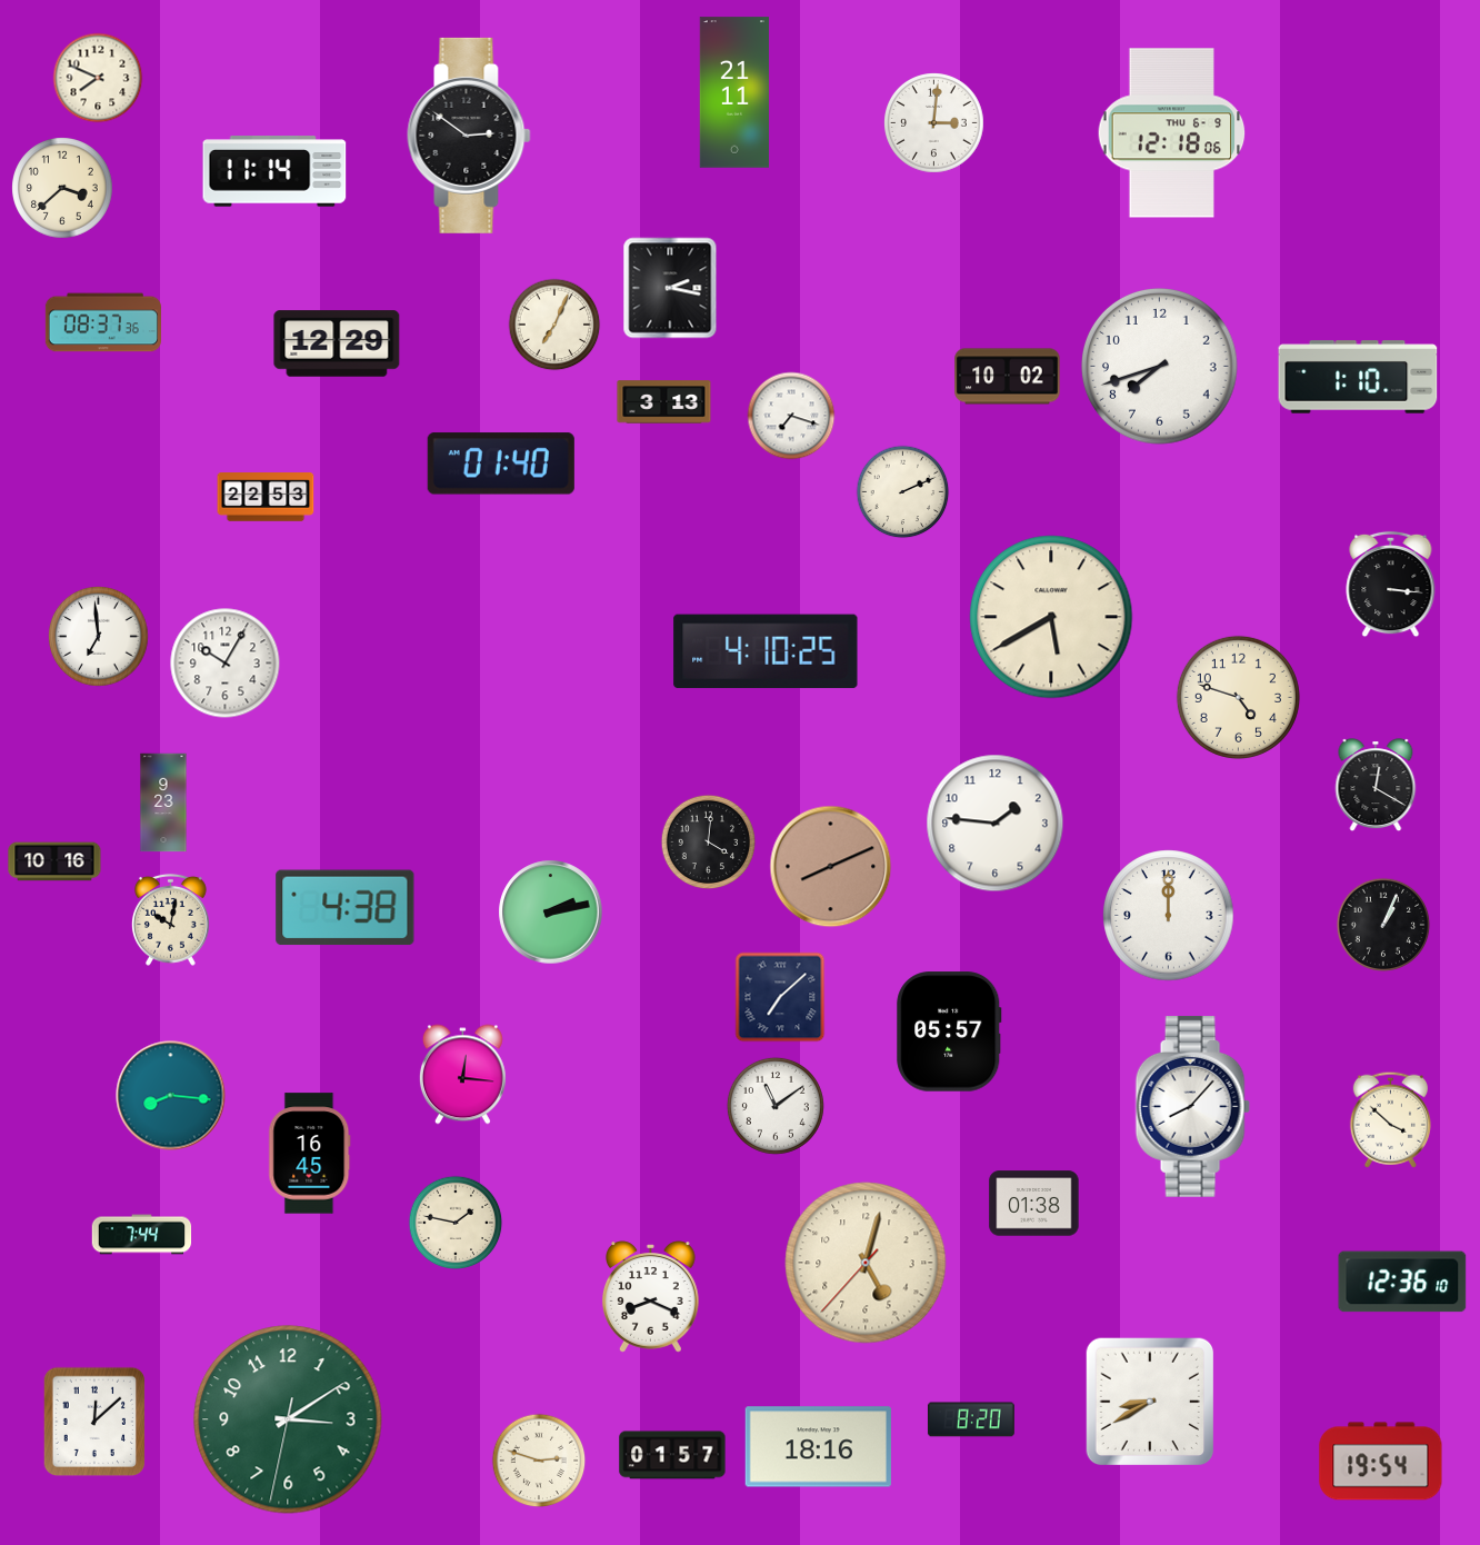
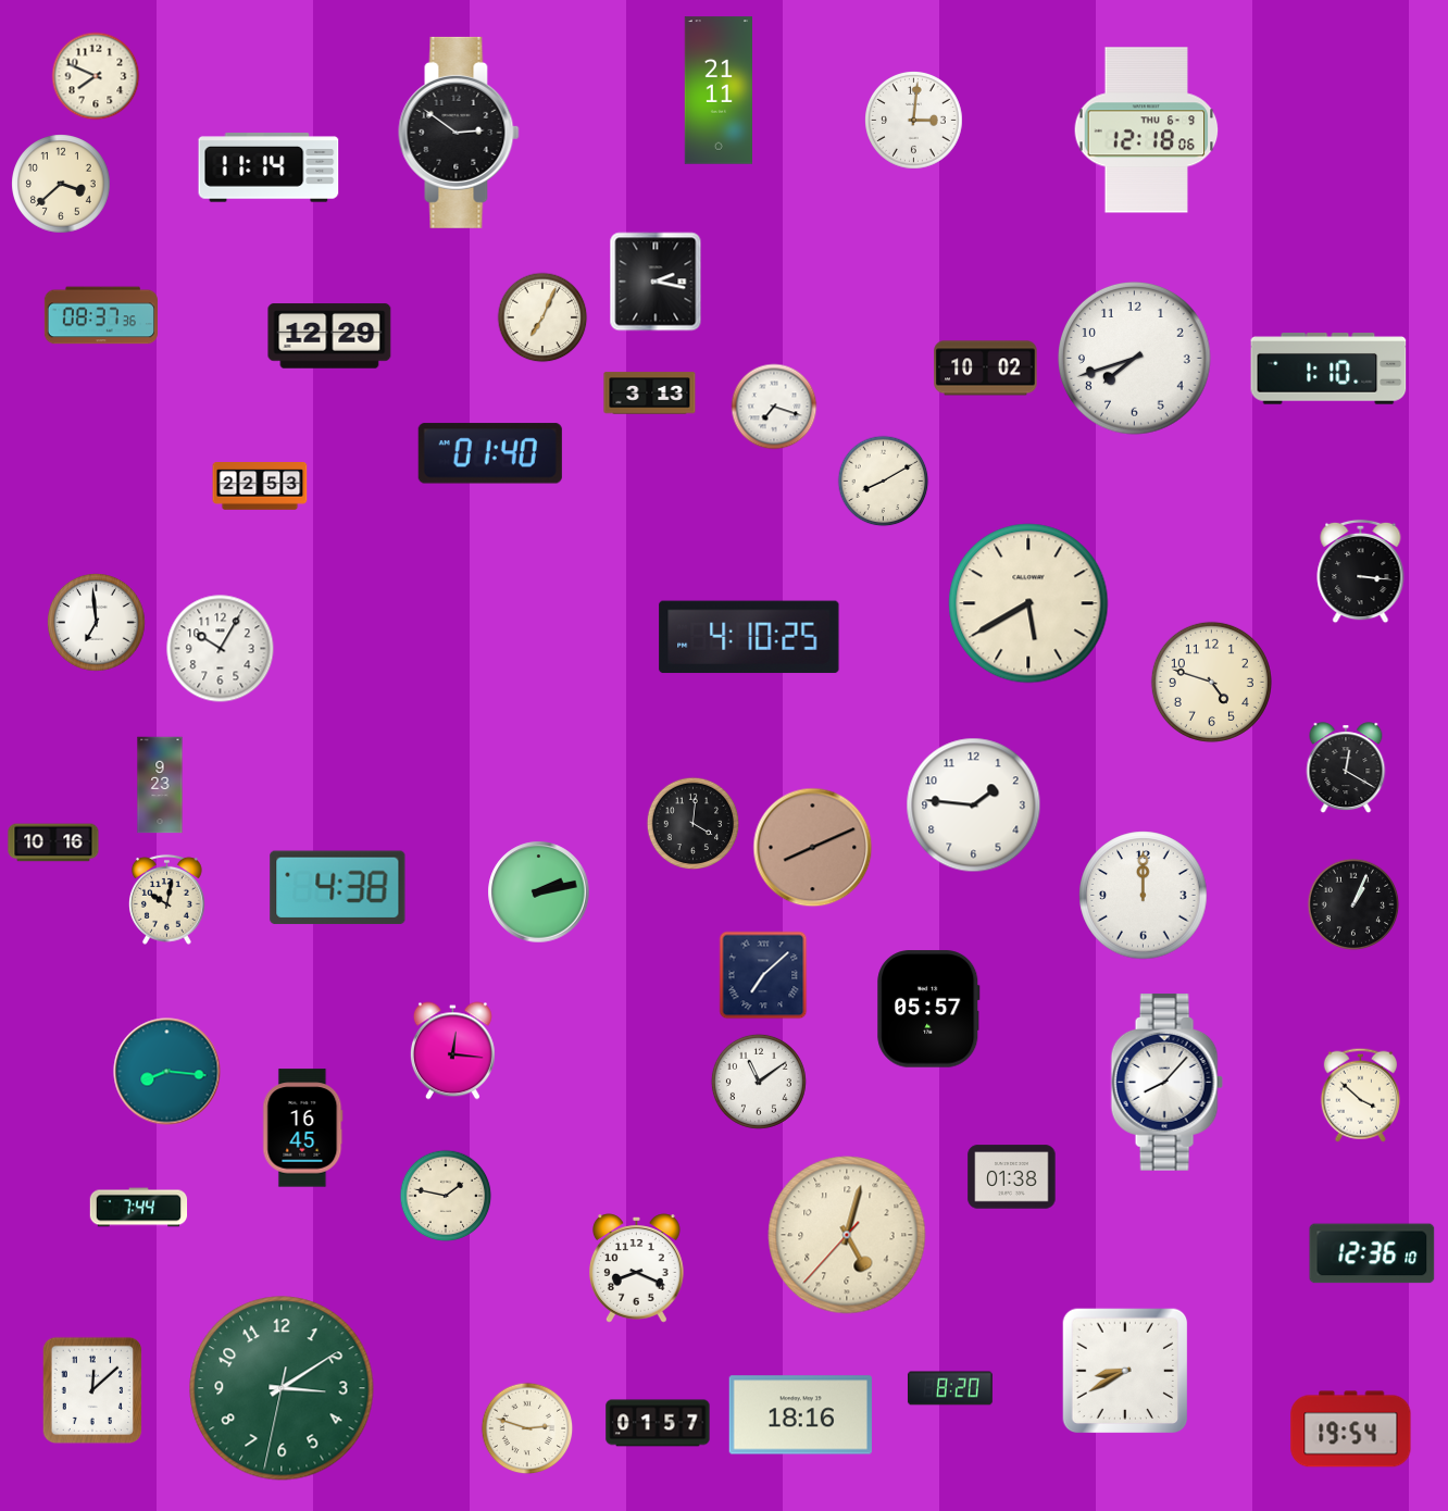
clock at (903, 492): 2:11 -> 8:10
